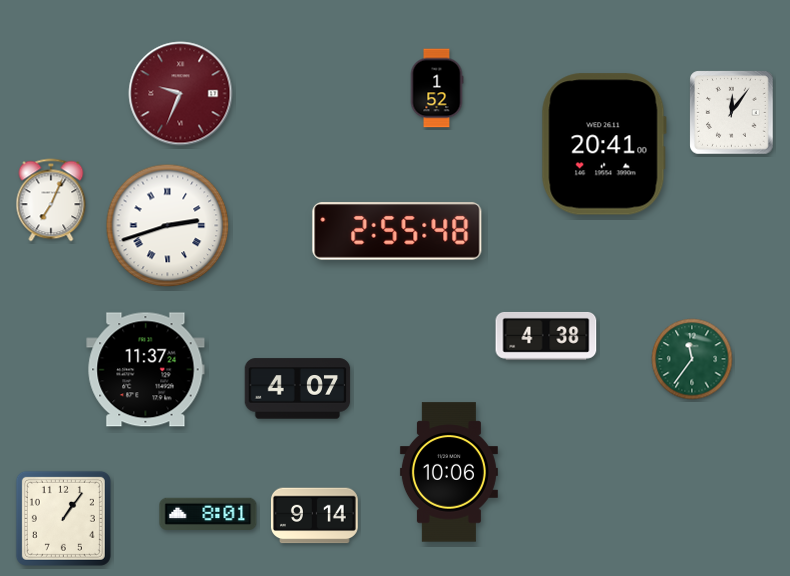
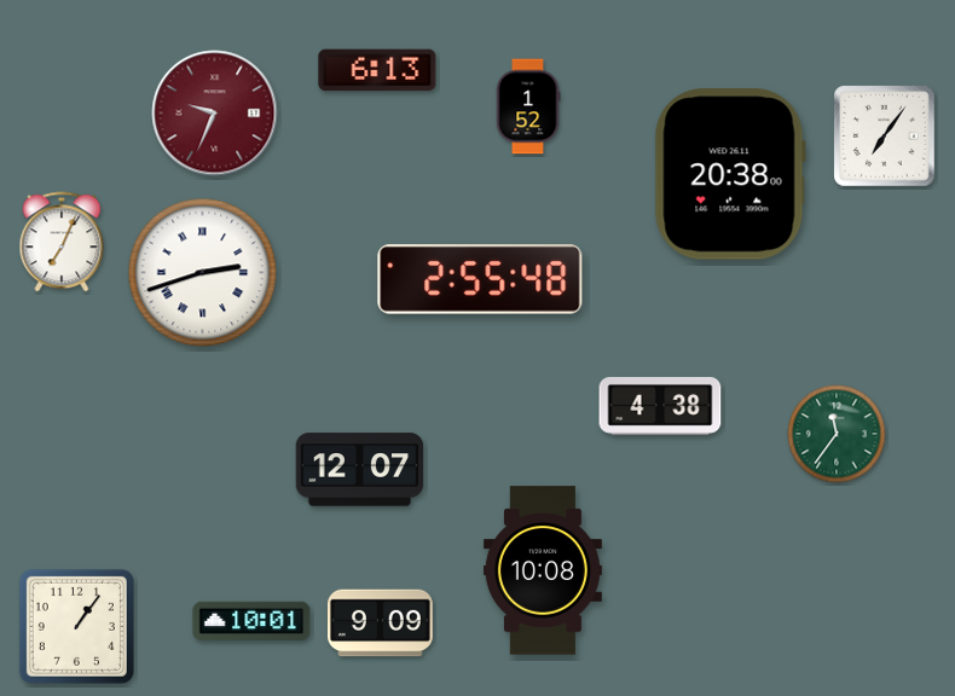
clock at (377, 70): none -> 6:13
clock at (181, 94) position: (181, 94) -> (215, 114)
clock at (732, 113): 12:06 -> 7:06
clock at (604, 144): 20:41 -> 20:38
clock at (146, 370): 11:37 -> none
clock at (298, 389): 4:07 -> 12:07
clock at (449, 472): 10:06 -> 10:08
clock at (208, 513): 8:01 -> 10:01
clock at (314, 516): 9:14 -> 9:09
